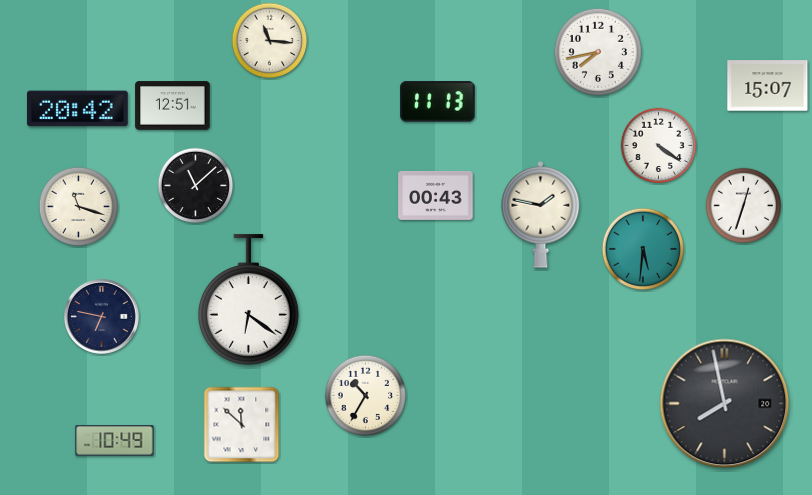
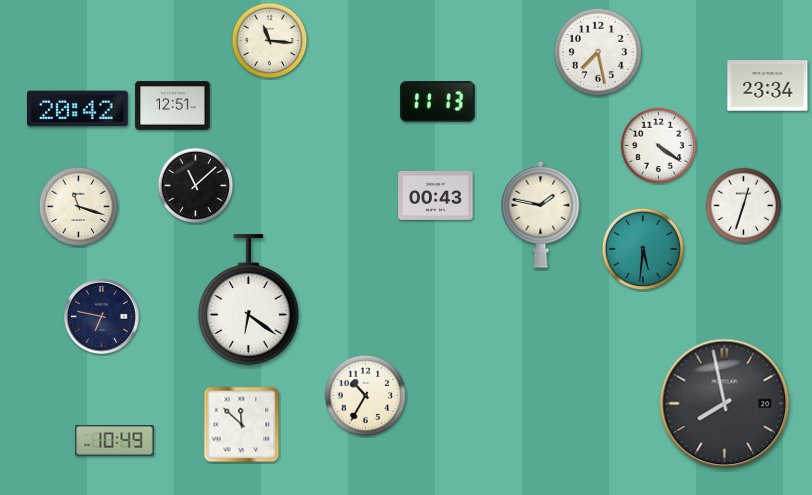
clock at (598, 52): 7:43 -> 7:28
clock at (768, 86): 15:07 -> 23:34
